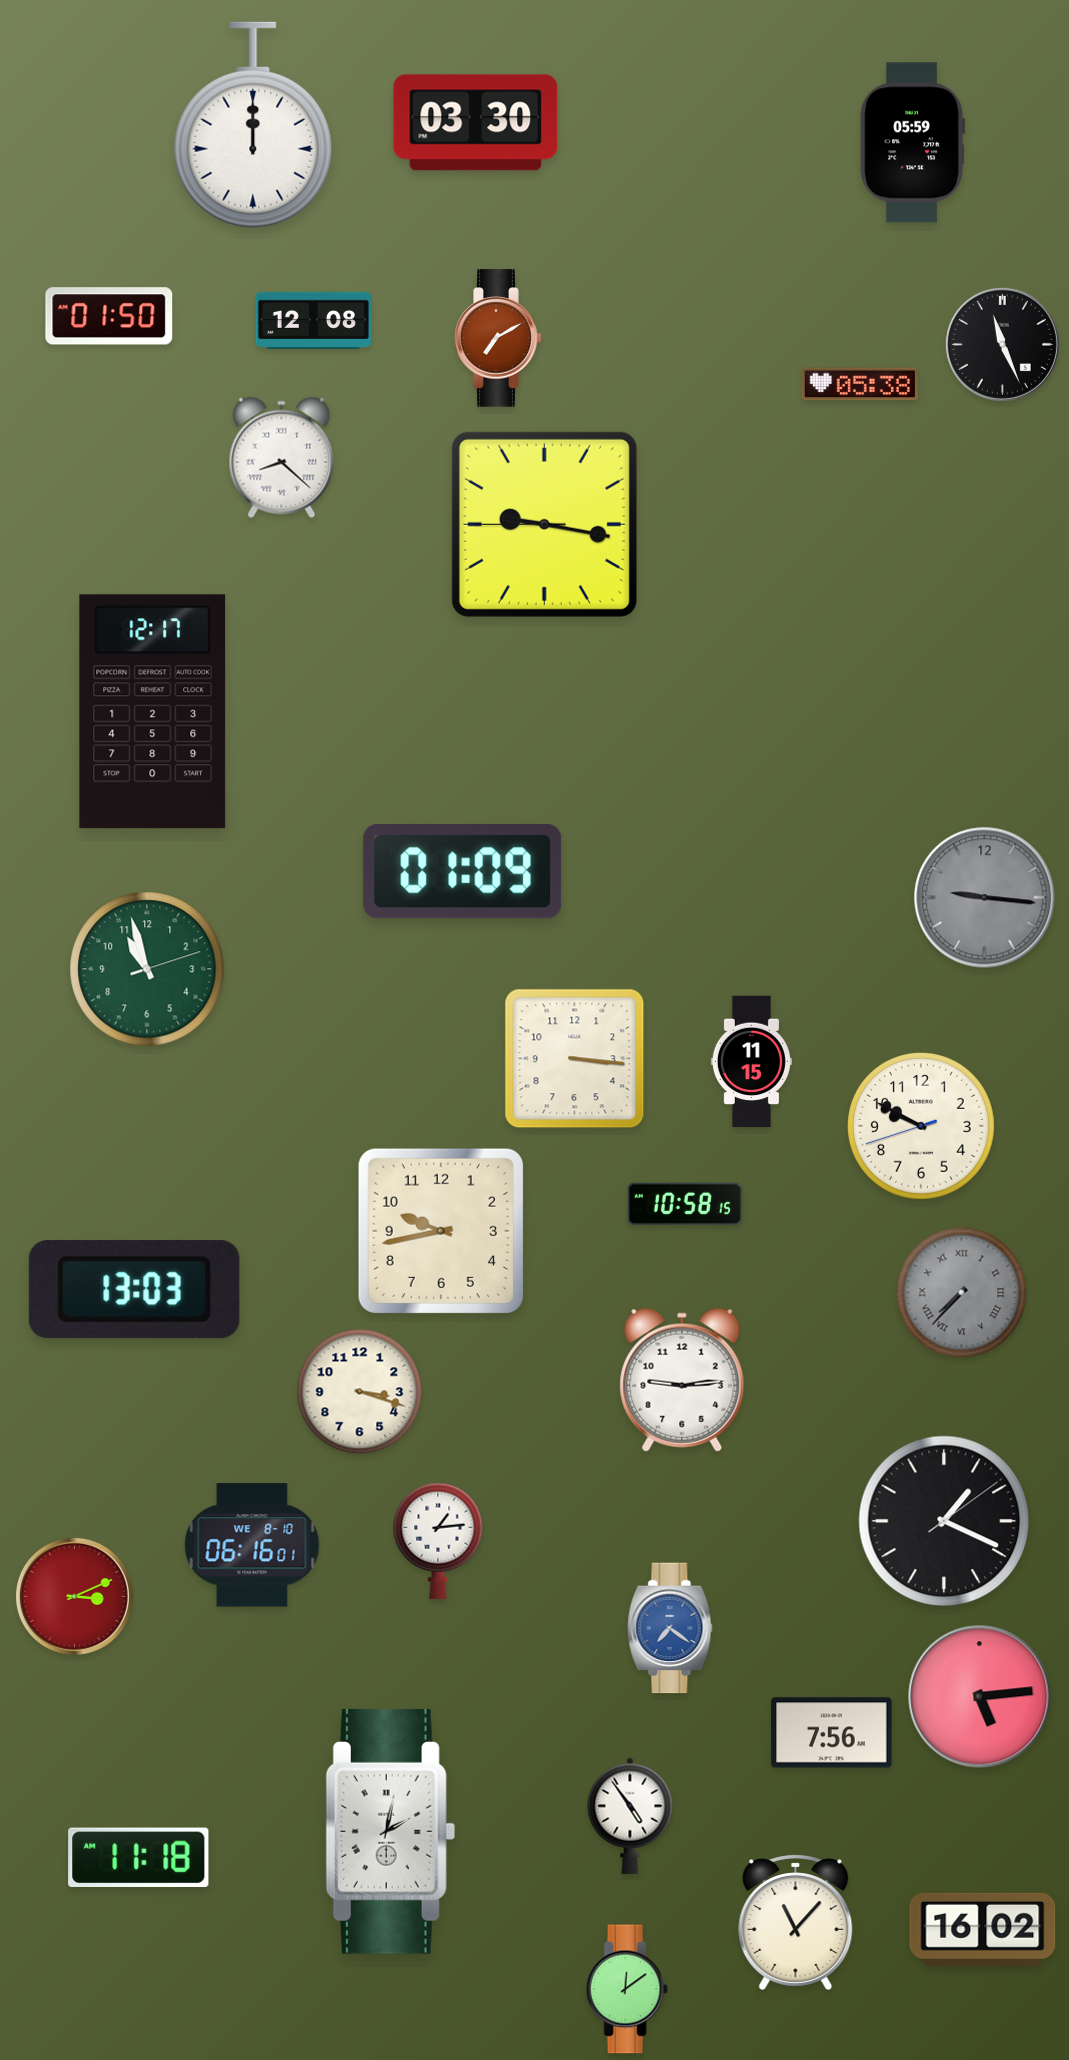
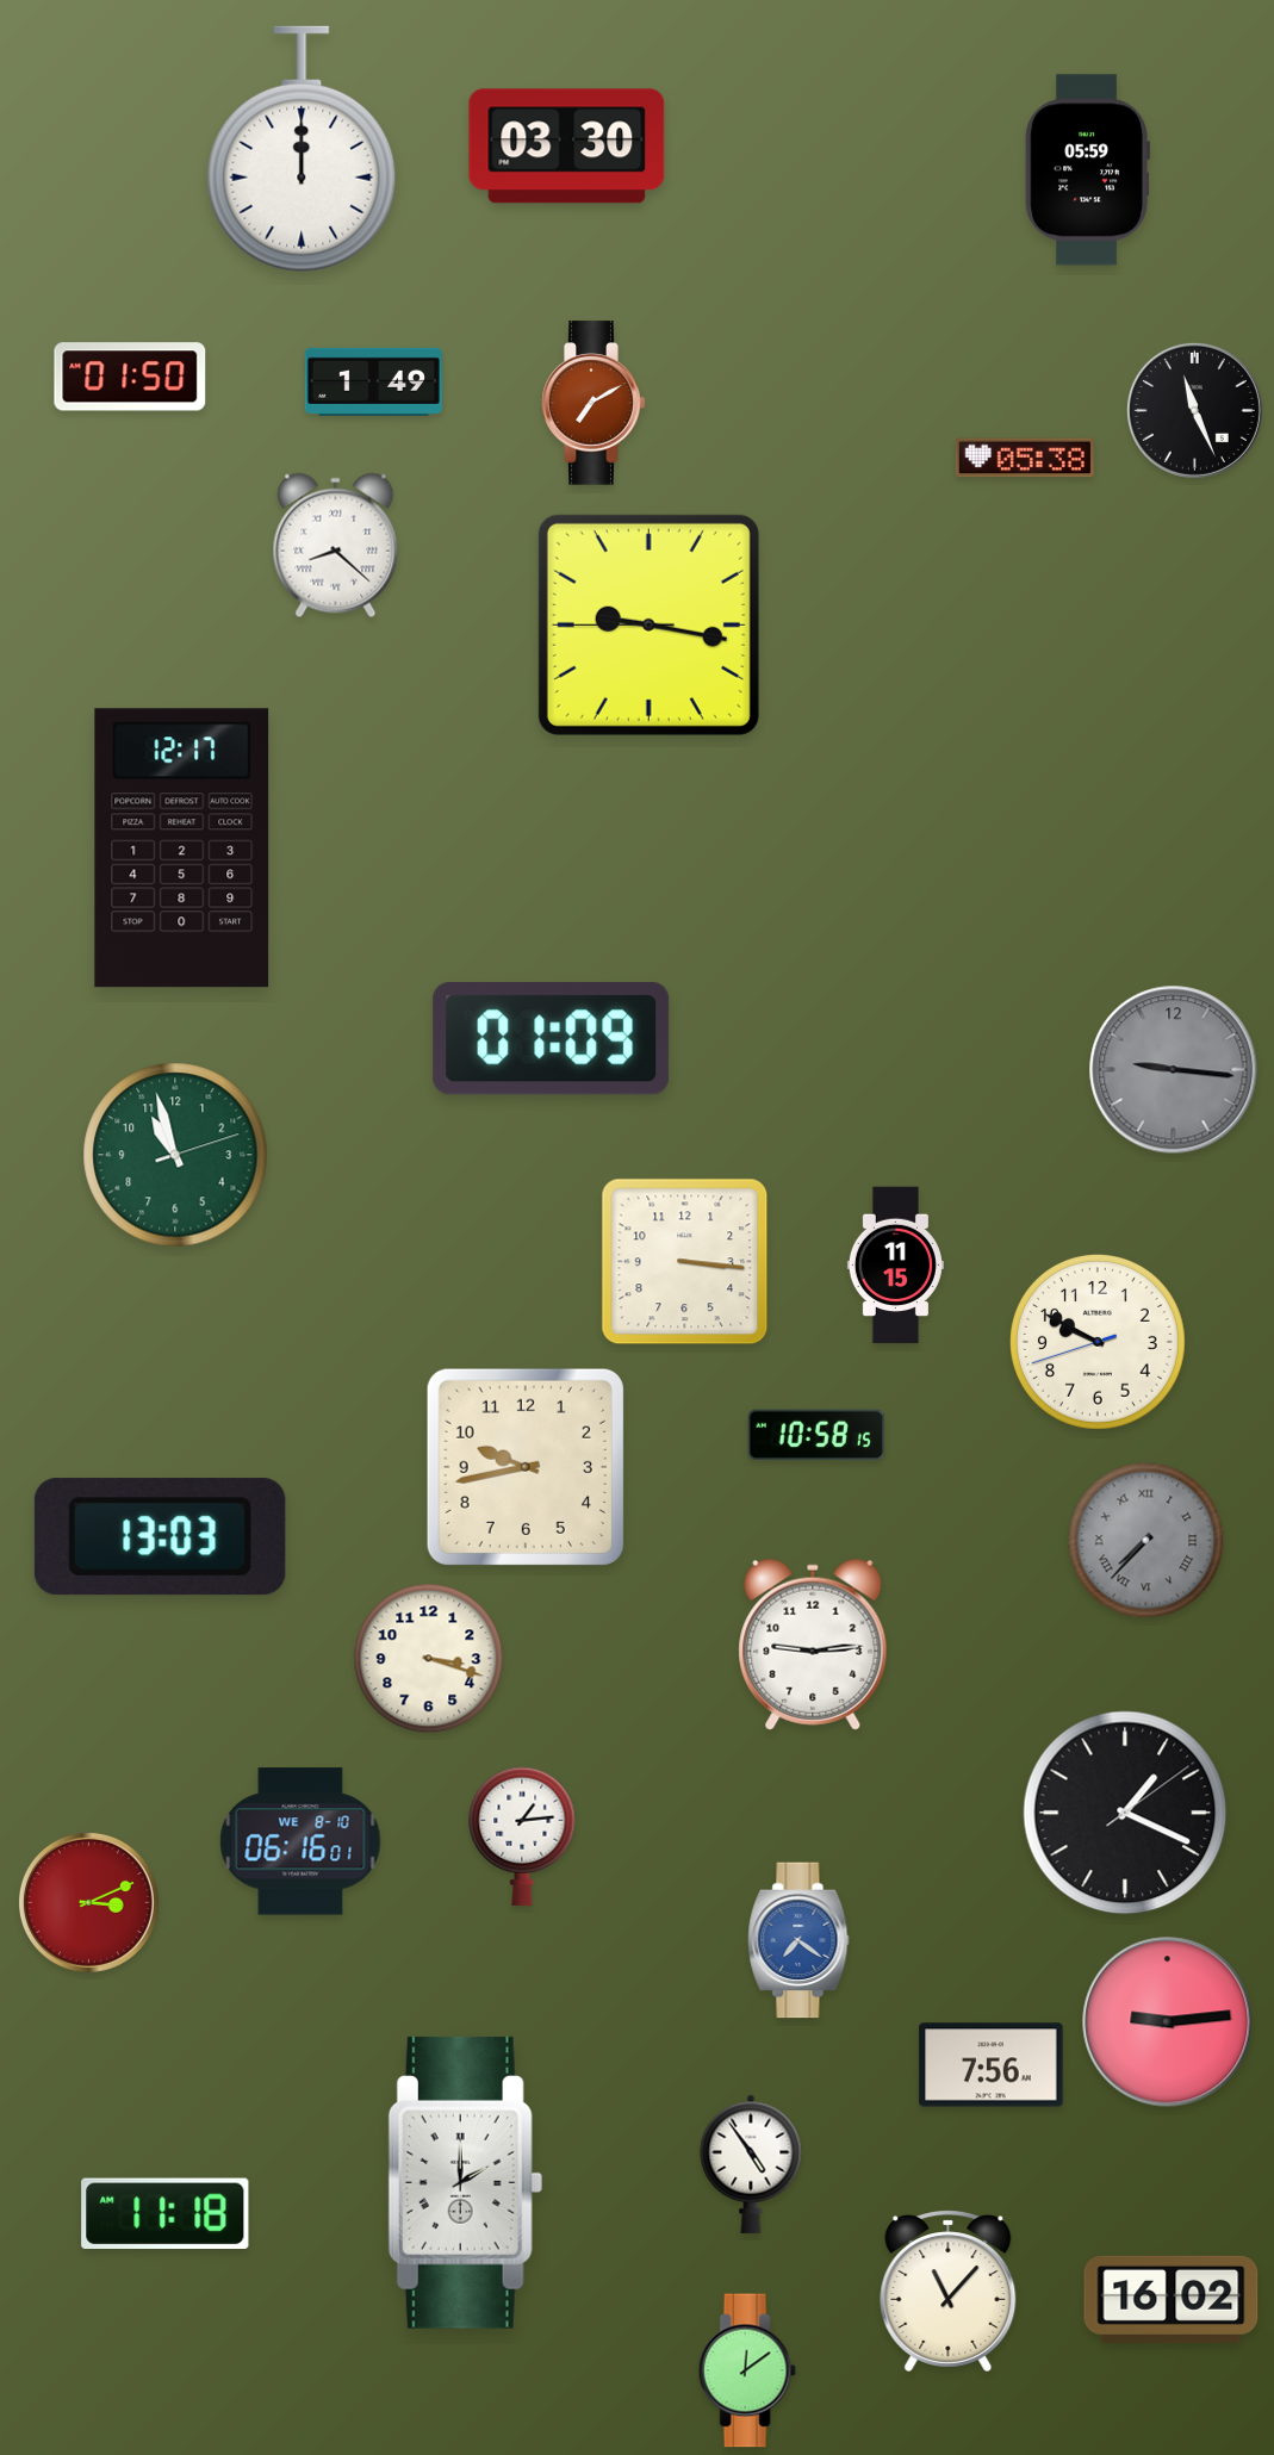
clock at (313, 320): 12:08 -> 1:49
clock at (980, 1697): 5:14 -> 9:14
clock at (390, 1831): 2:02 -> 2:00
